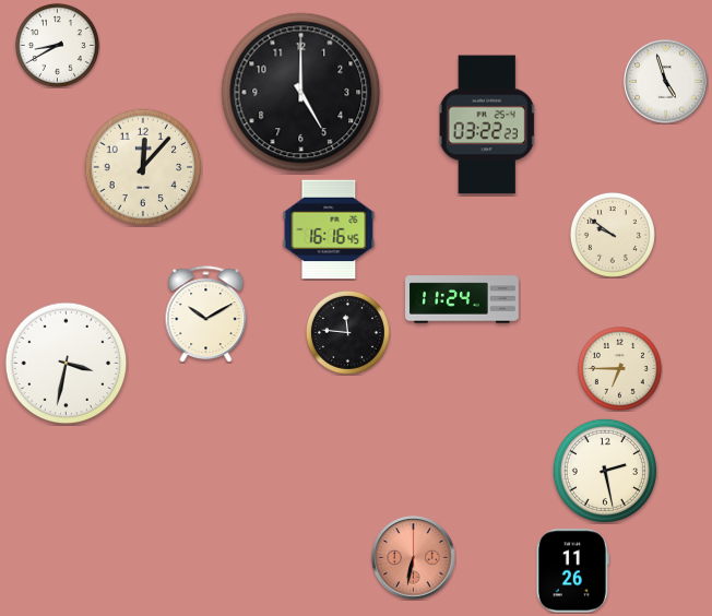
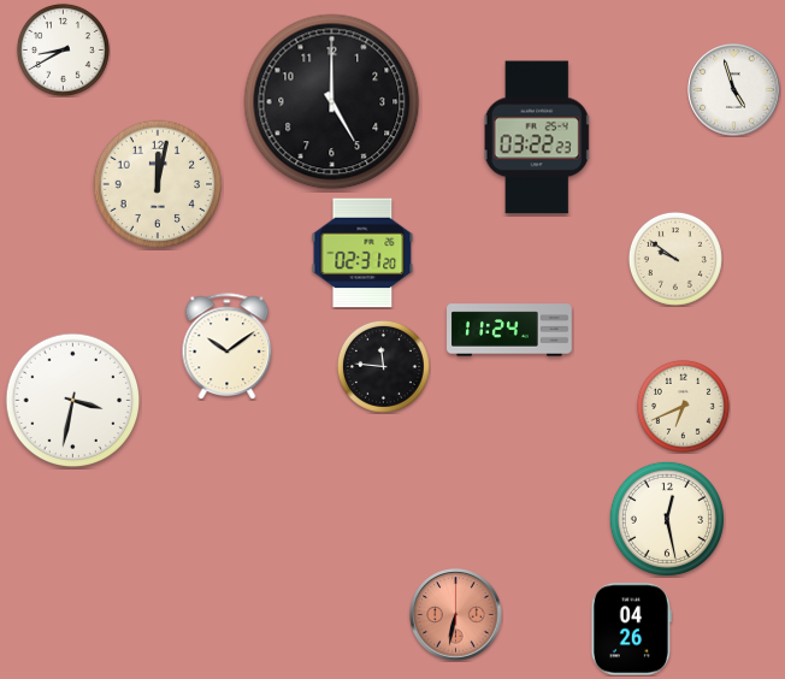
clock at (143, 167): 12:07 -> 12:02
clock at (329, 229): 16:16 -> 02:31
clock at (206, 315): 10:10 -> 10:09
clock at (619, 368): 6:45 -> 6:41
clock at (605, 471): 2:28 -> 12:28
clock at (572, 571): 11:26 -> 04:26
